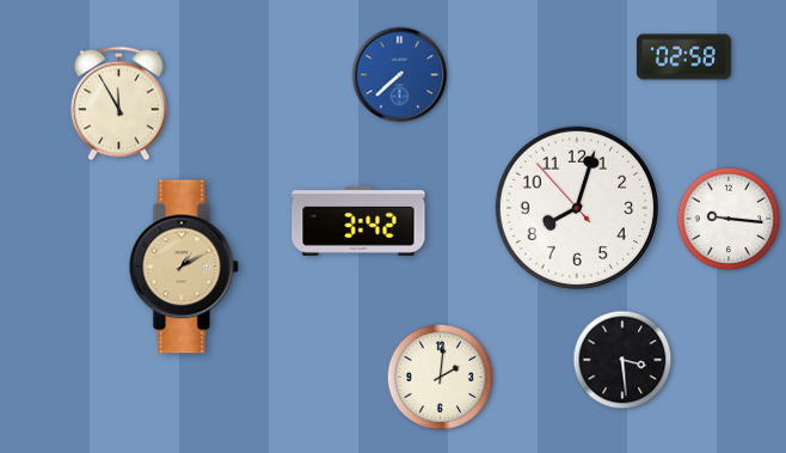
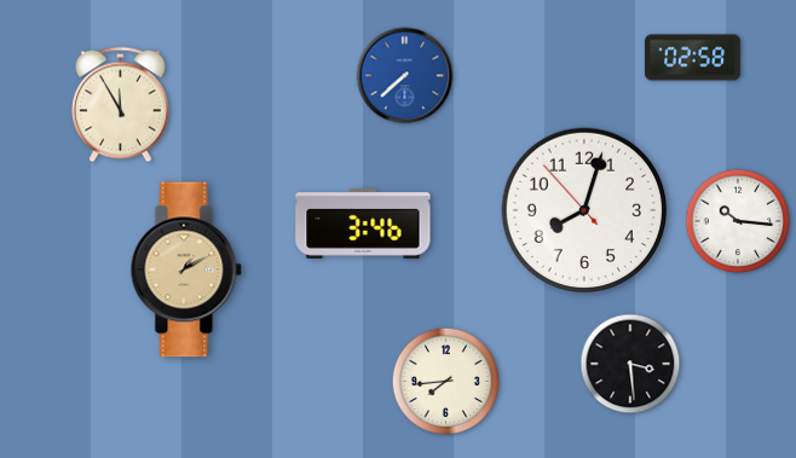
clock at (729, 219): 9:16 -> 10:16
clock at (358, 221): 3:42 -> 3:46
clock at (440, 377): 2:01 -> 7:44
